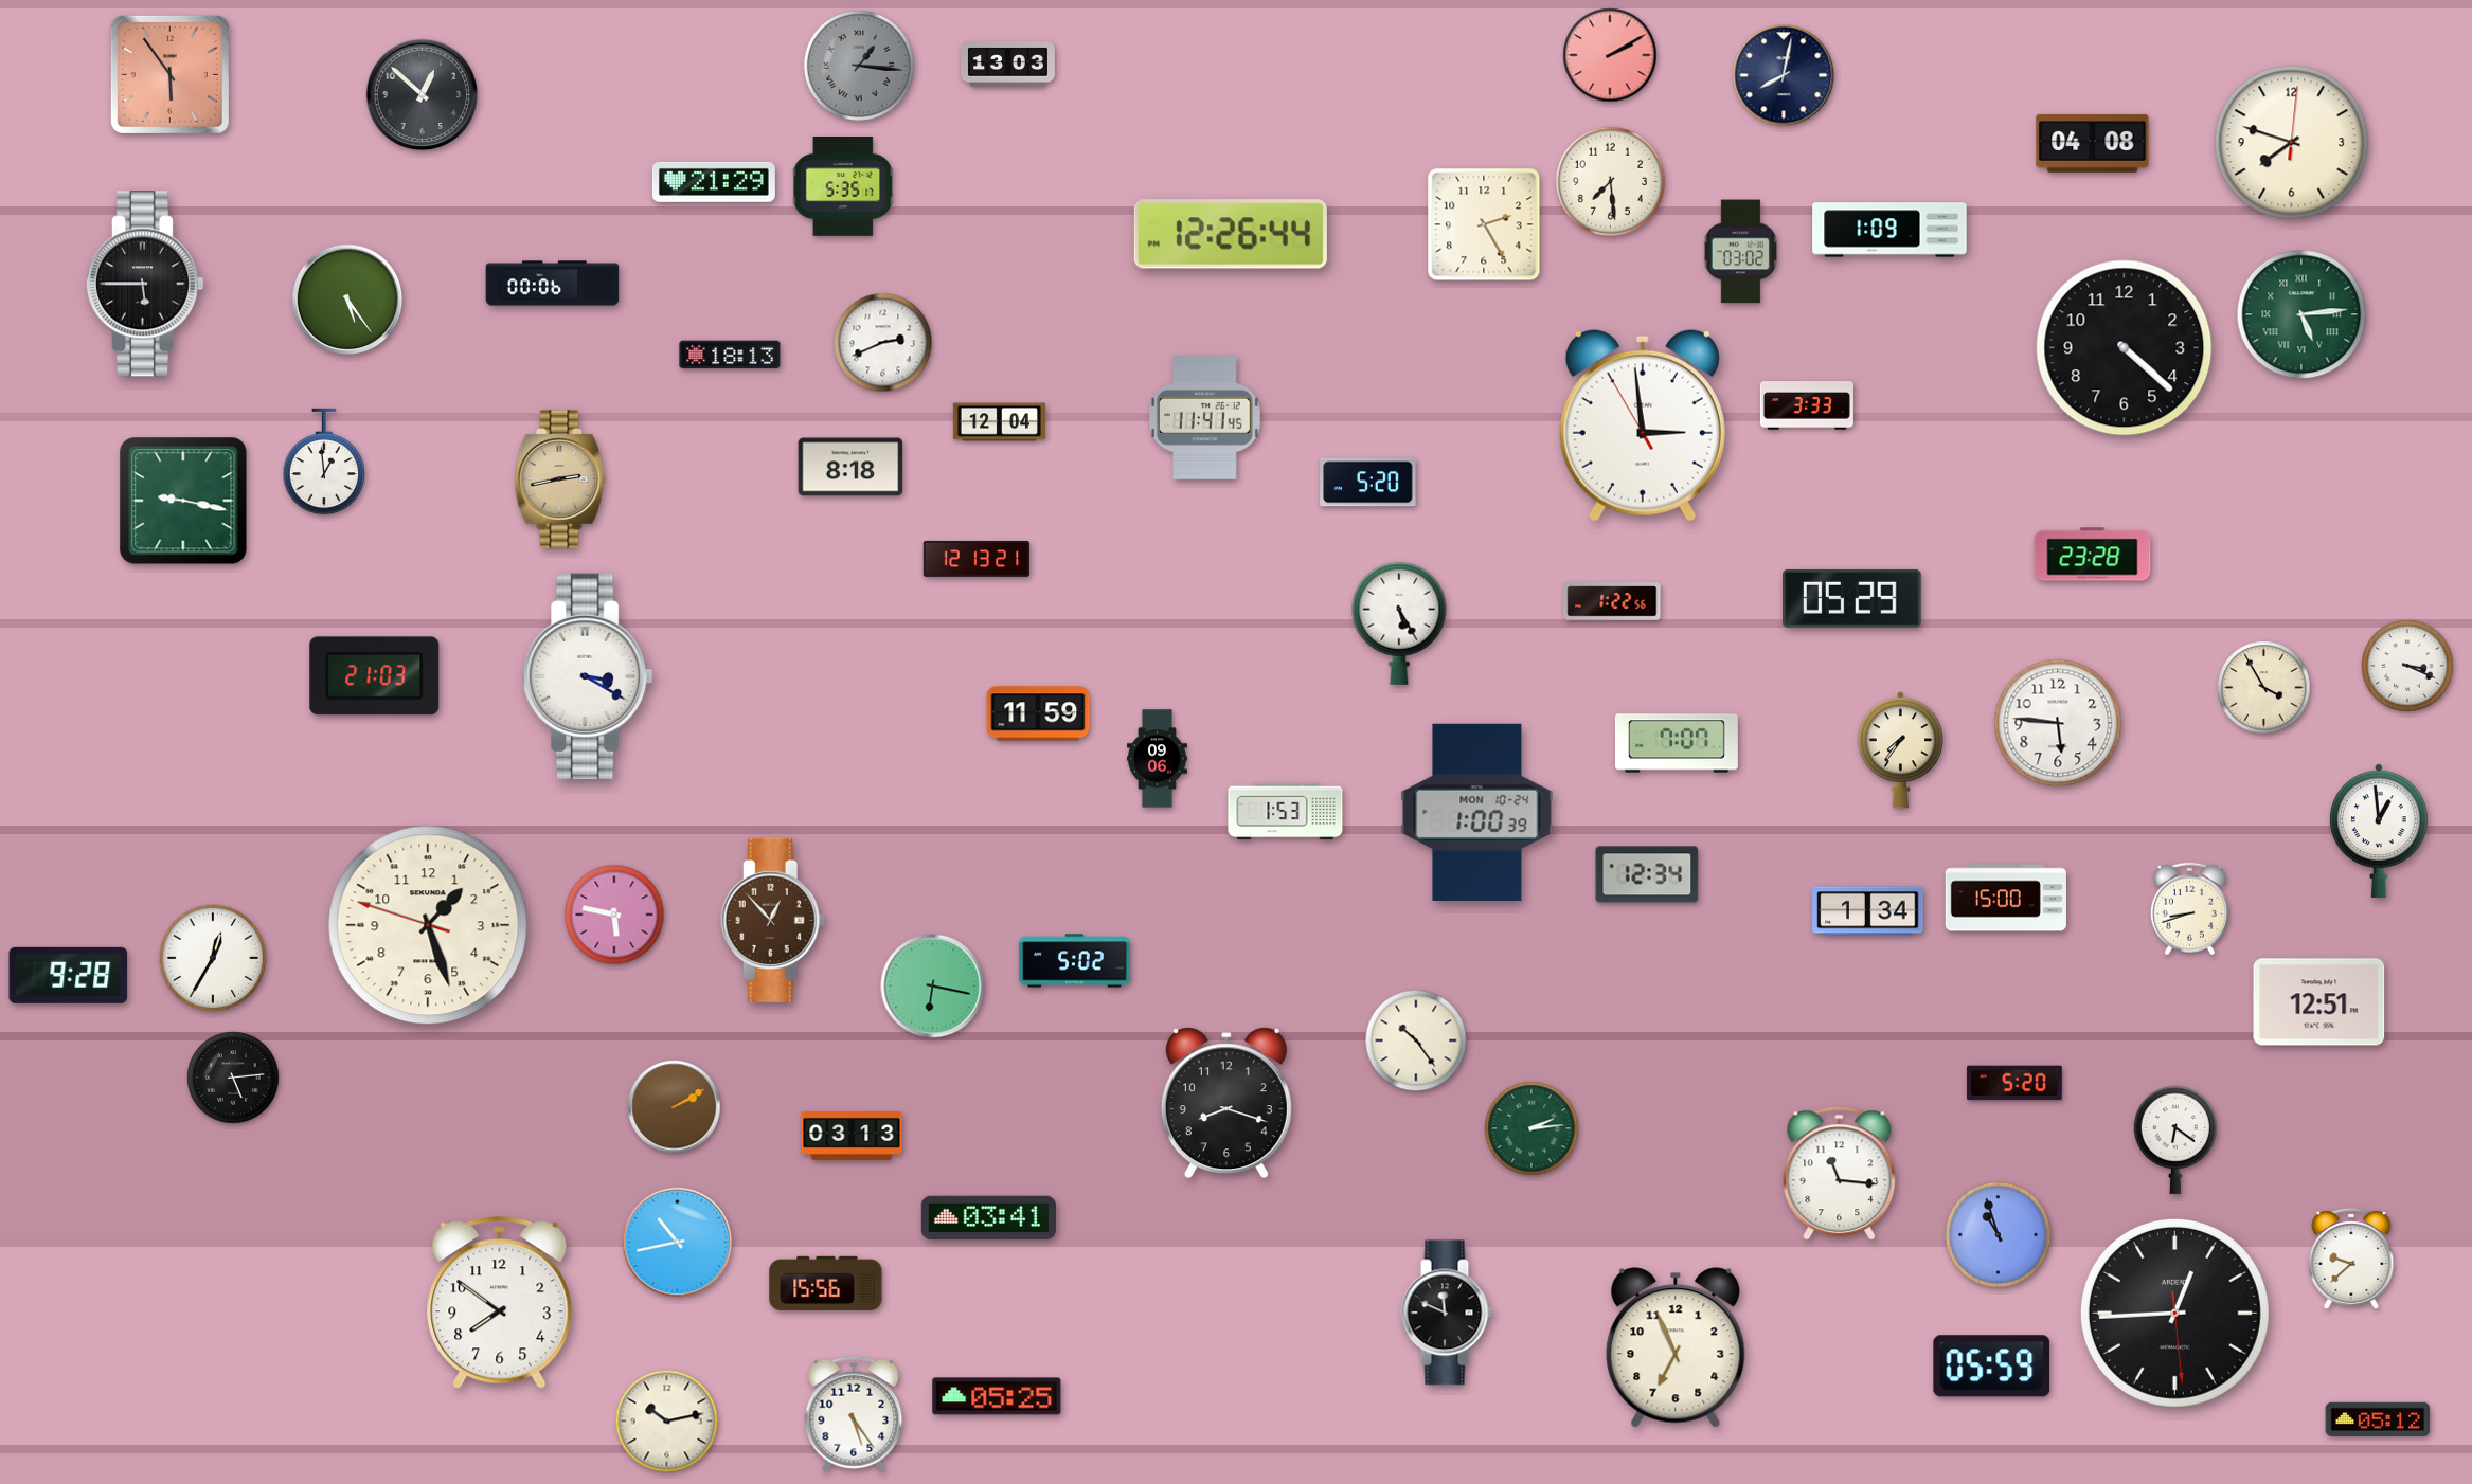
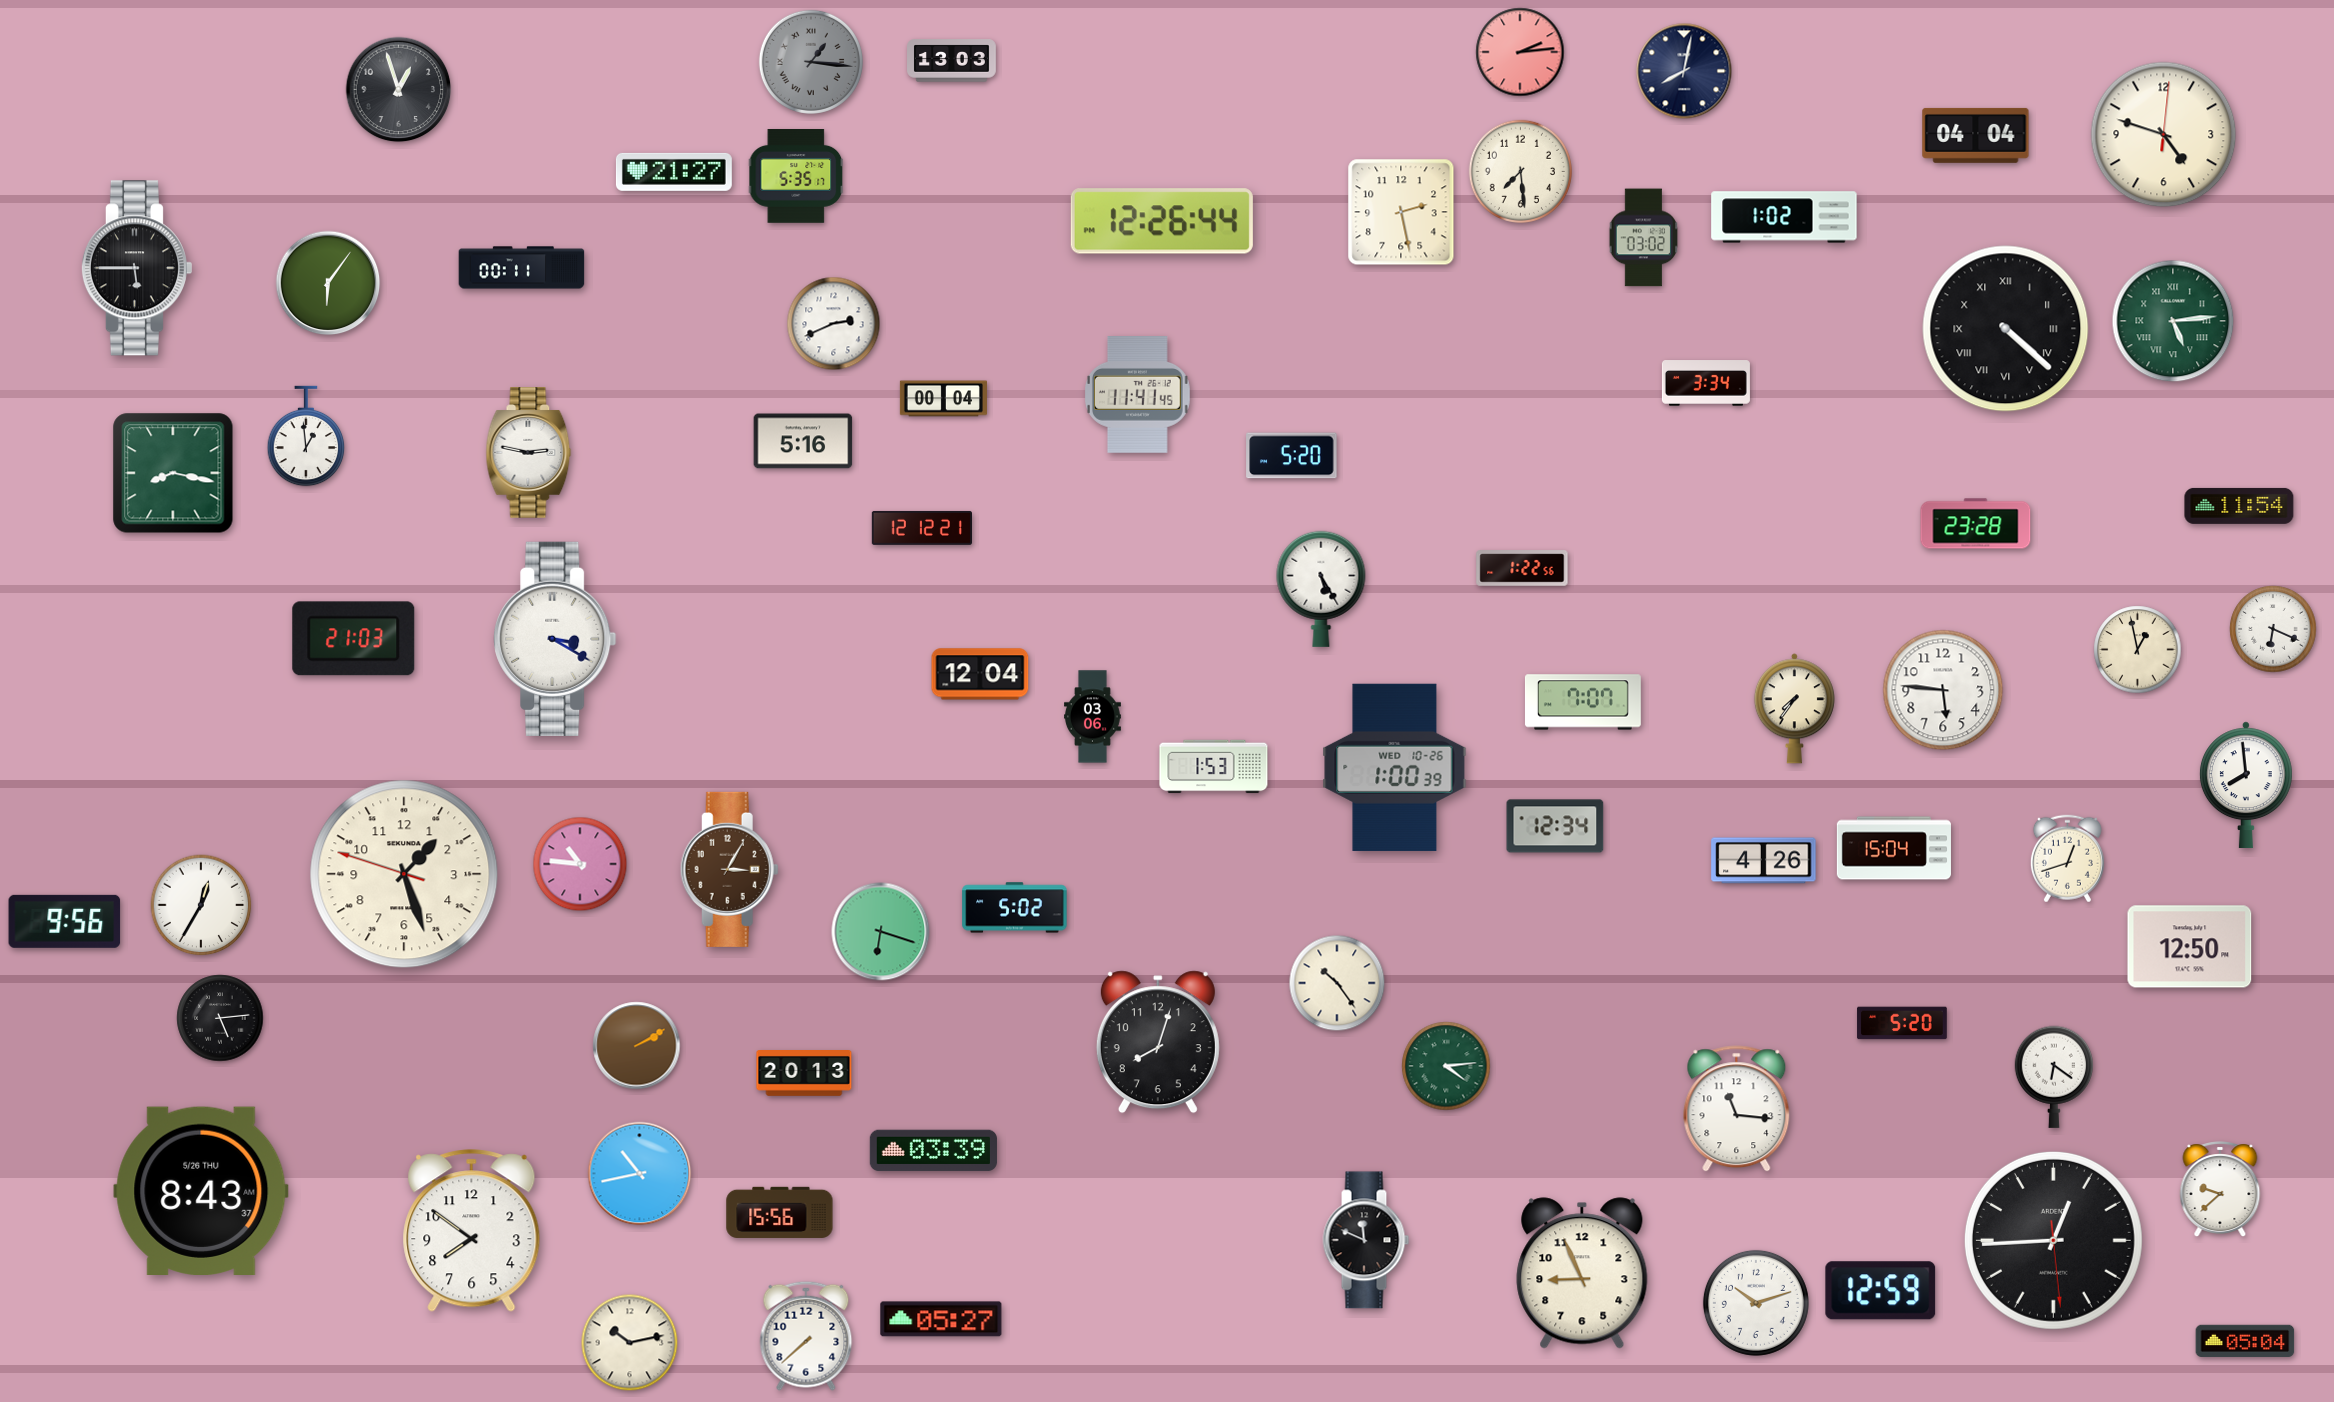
clock at (1610, 55): 2:10 -> 2:14
clock at (169, 74): 5:54 -> none
clock at (423, 95): 12:52 -> 12:57
clock at (2093, 143): 04:08 -> 04:04
clock at (2292, 143): 7:48 -> 4:48
clock at (714, 182): 21:29 -> 21:27
clock at (1484, 224): 2:25 -> 2:28
clock at (1889, 230): 1:09 -> 1:02
clock at (553, 284): 00:06 -> 00:11
clock at (347, 300): 5:24 -> 6:06
clock at (2301, 314) position: (2301, 314) -> (2173, 321)
clock at (2125, 348) numerals: Arabic -> Roman
clock at (730, 355): 18:13 -> none
clock at (1807, 405): 3:33 -> 3:34
clock at (999, 422): 12:04 -> 00:04
clock at (1643, 426): 2:58 -> none
clock at (850, 467): 8:18 -> 5:16
clock at (560, 479): 2:43 -> 2:47
clock at (560, 479) dial: champagne -> white
clock at (183, 501): 9:17 -> 8:17
clock at (2239, 506): none -> 11:54
clock at (975, 559): 12:13 -> 12:12
clock at (1852, 598): 05:29 -> none
clock at (2407, 666): 3:19 -> 6:19
clock at (2264, 688): 3:55 -> 12:58
clock at (1038, 713): 11:59 -> 12:04
clock at (2058, 723) position: (2058, 723) -> (1943, 690)
clock at (1158, 759): 09:06 -> 03:06
clock at (1477, 812) date: MON 10-24 -> WED 10-26
clock at (2379, 831): 12:59 -> 7:59
clock at (2006, 898): 15:00 -> 15:04
clock at (2189, 909): 8:42 -> 12:42
clock at (1868, 911): 1:34 -> 4:26
clock at (614, 915): 5:47 -> 10:46
clock at (772, 920): 12:53 -> 3:05
clock at (69, 975): 9:28 -> 9:56
clock at (933, 987): 6:17 -> 6:18
clock at (2319, 1002): 12:51 -> 12:50
clock at (1226, 1103): 8:18 -> 8:03
clock at (1531, 1128): 2:14 -> 4:14
clock at (852, 1137): 03:13 -> 20:13
clock at (988, 1218): 03:41 -> 03:39
clock at (1999, 1235): 10:57 -> none
clock at (201, 1190): none -> 8:43
clock at (1676, 1347): 6:56 -> 8:56
clock at (1992, 1367): 05:59 -> 12:59
clock at (1756, 1303): none -> 10:12
clock at (997, 1396): 05:25 -> 05:27
clock at (854, 1414): 5:24 -> 7:38
clock at (2378, 1419): 05:12 -> 05:04
